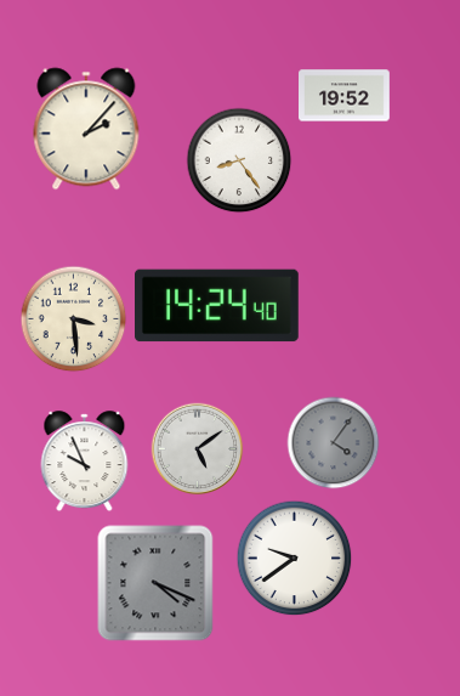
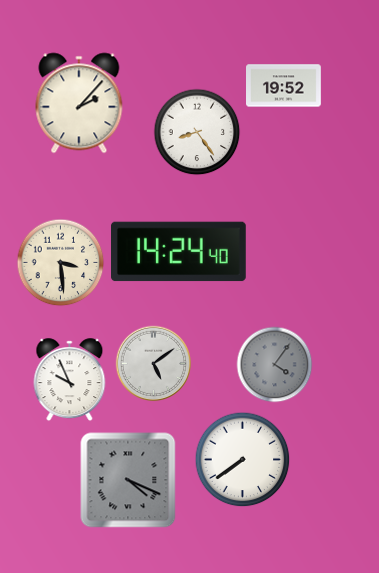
clock at (345, 96) position: (345, 96) -> (284, 86)
clock at (86, 129) position: (86, 129) -> (79, 103)
clock at (198, 449) position: (198, 449) -> (154, 364)
clock at (295, 559): 9:39 -> 7:39
